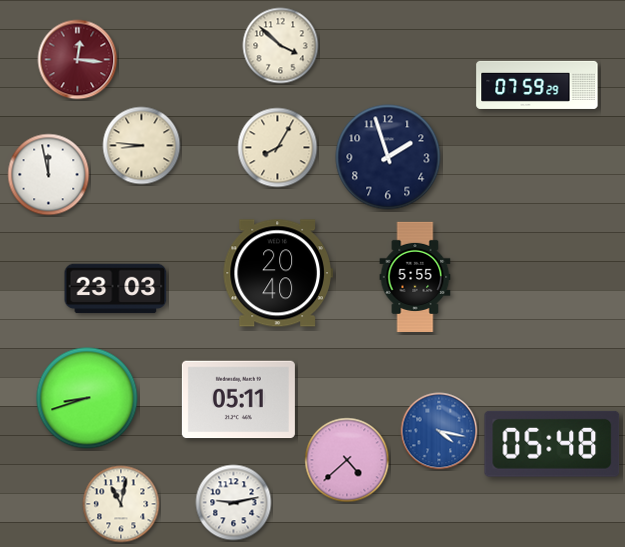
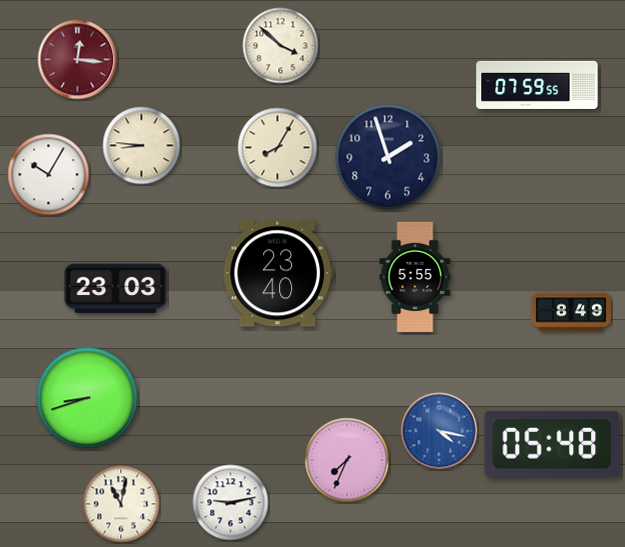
clock at (537, 85): 07:59:29 -> 07:59:55
clock at (49, 175): 11:58 -> 10:05
clock at (278, 273): 20:40 -> 23:40
clock at (571, 312): none -> 8:49
clock at (238, 400): 05:11 -> none
clock at (347, 460): 4:38 -> 7:34
clock at (234, 503) position: (234, 503) -> (231, 503)
